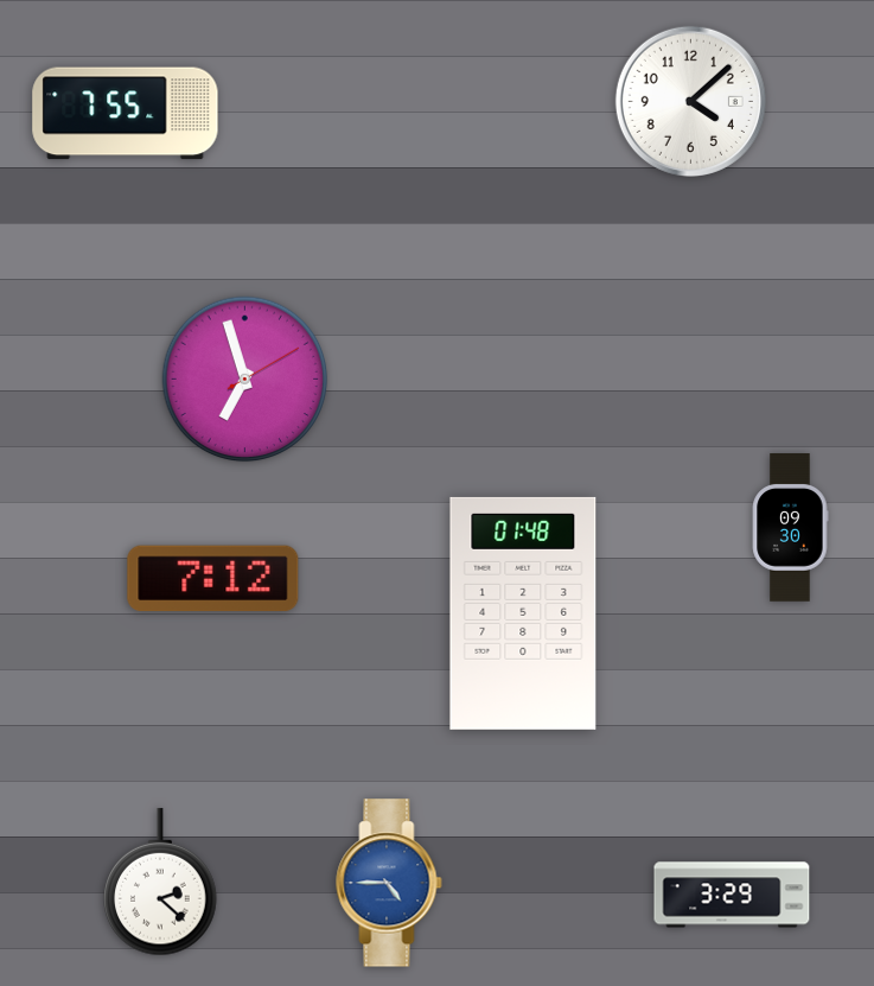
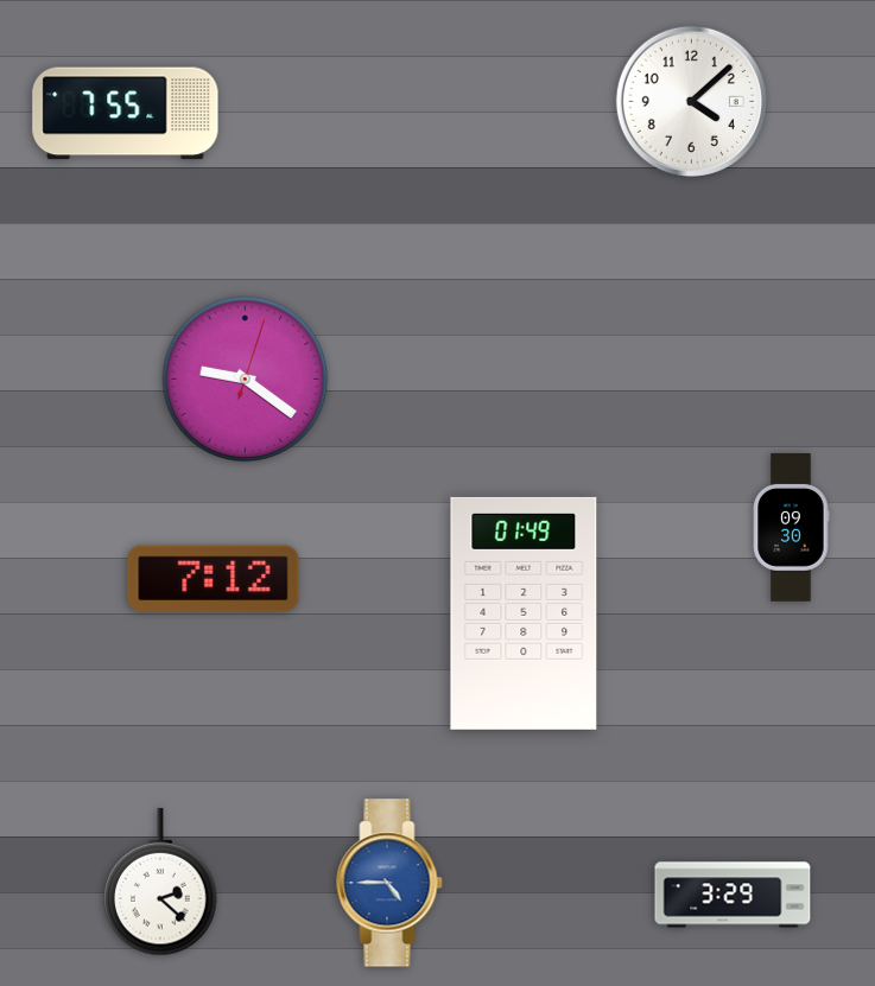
clock at (245, 380): 6:57 -> 9:21
clock at (523, 613): 01:48 -> 01:49
